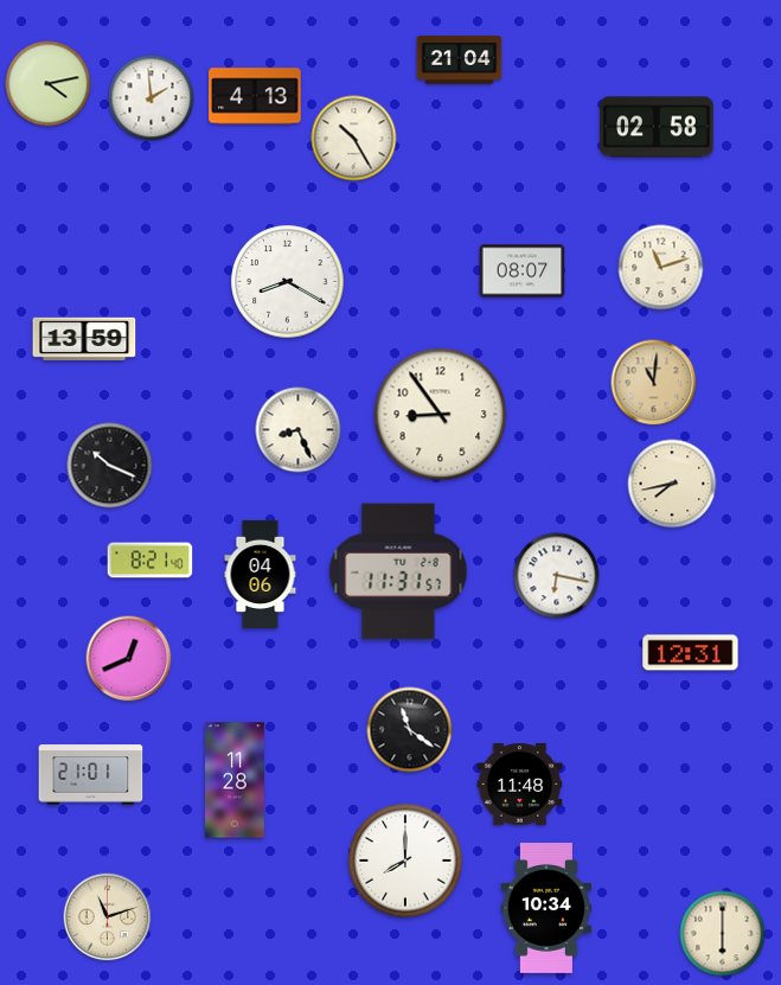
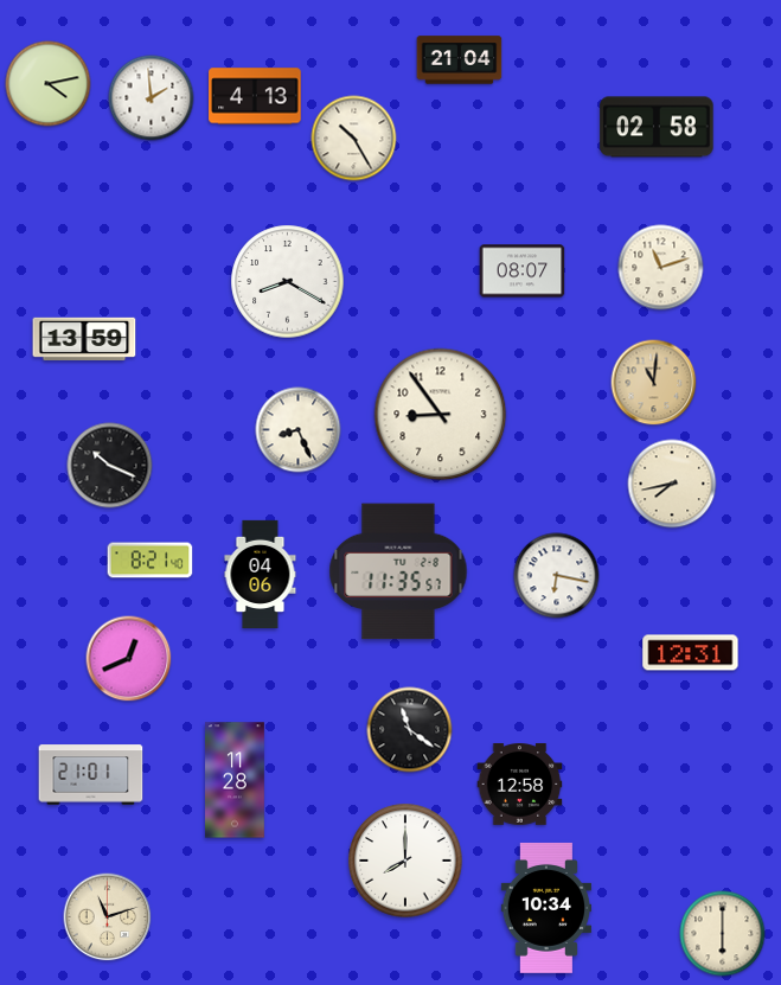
clock at (398, 571): 11:31 -> 11:35
clock at (520, 785): 11:48 -> 12:58
